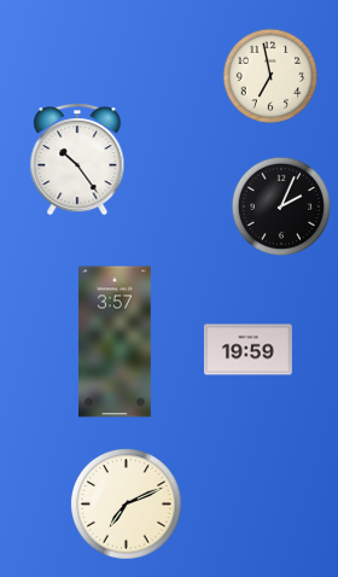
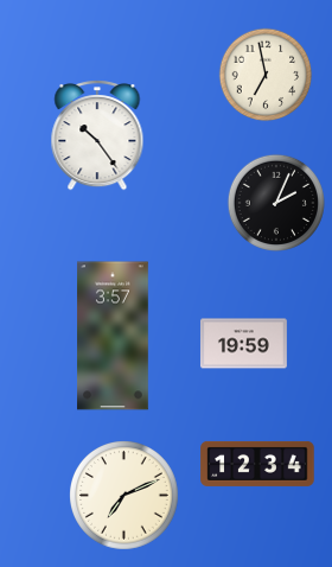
clock at (77, 161) position: (77, 161) -> (97, 136)
clock at (257, 464): none -> 12:34
